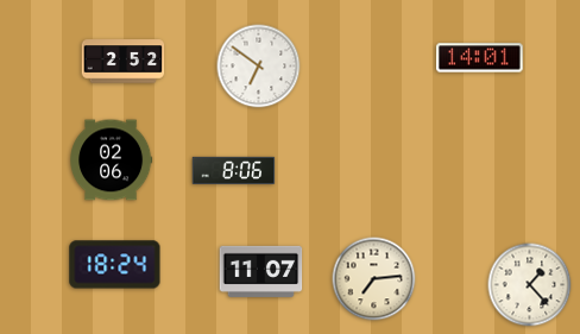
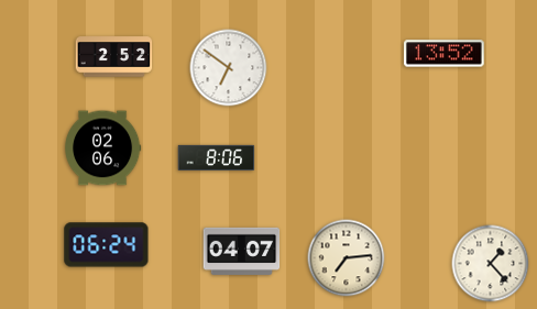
clock at (480, 58): 14:01 -> 13:52
clock at (259, 67) position: (259, 67) -> (229, 68)
clock at (115, 265): 18:24 -> 06:24
clock at (261, 271): 11:07 -> 04:07
